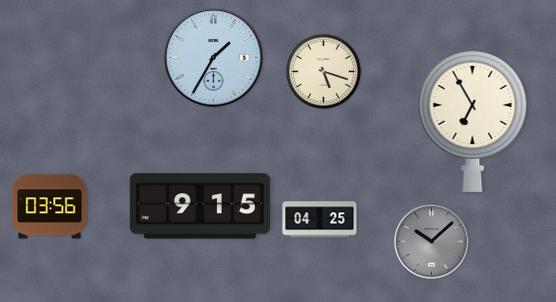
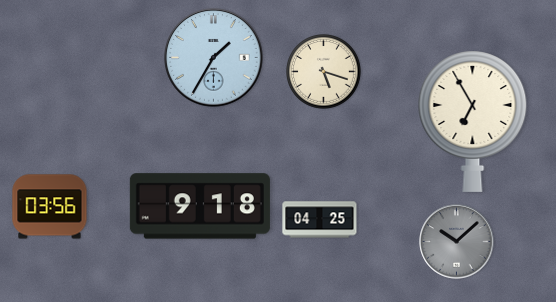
clock at (200, 206): 9:15 -> 9:18
clock at (432, 242) position: (432, 242) -> (457, 242)
